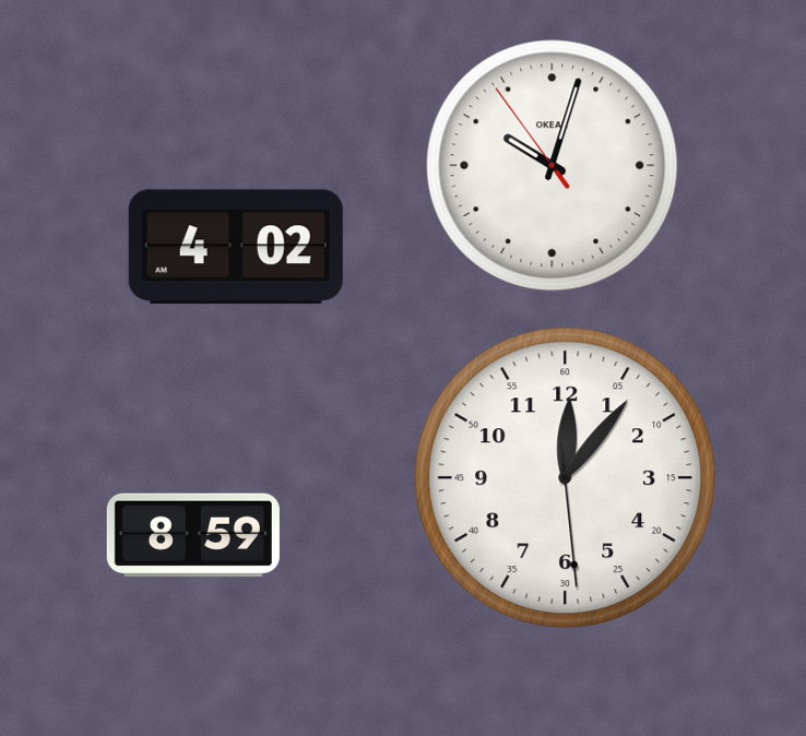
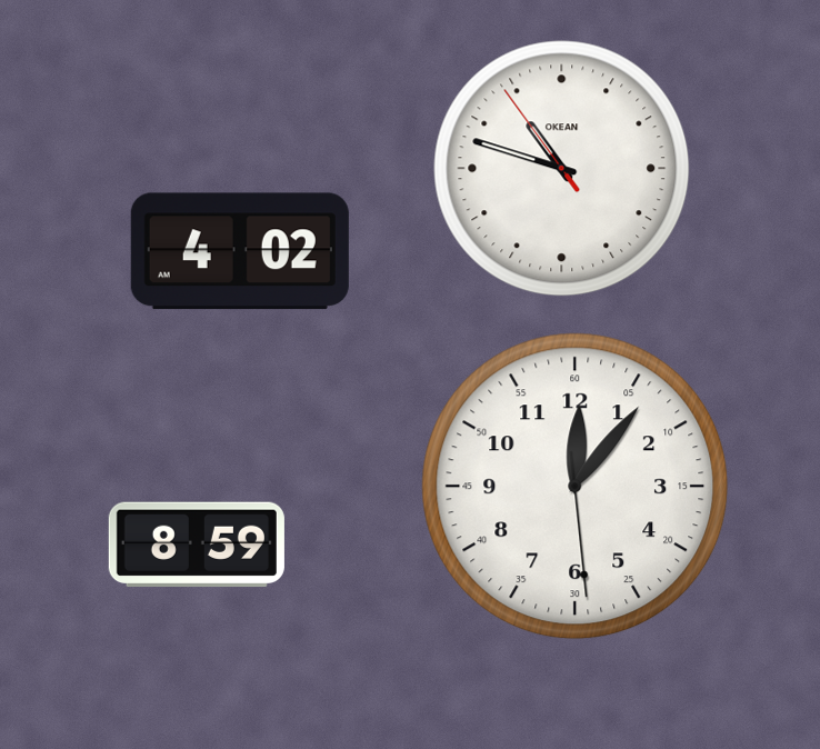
clock at (553, 166): 10:02 -> 10:47
